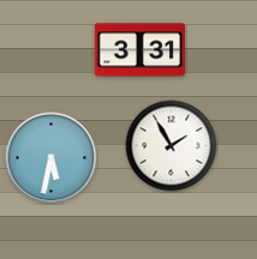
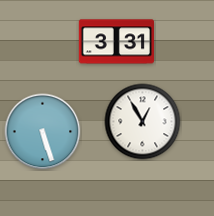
clock at (172, 146): 1:55 -> 12:55
clock at (52, 158): 5:32 -> 5:27
